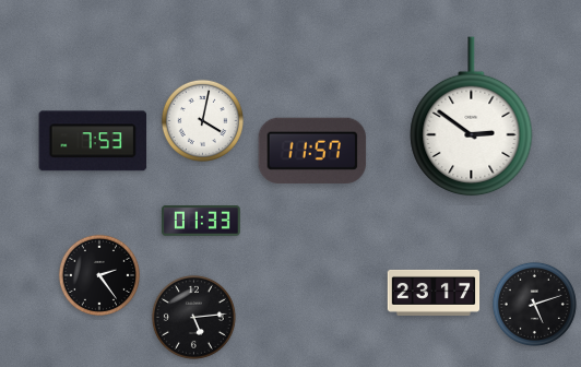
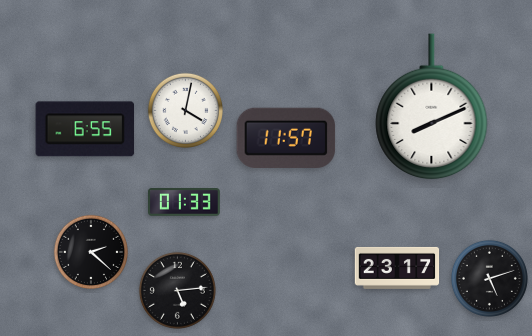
clock at (472, 117): 2:51 -> 8:11
clock at (93, 141): 7:53 -> 6:55
clock at (98, 274): 2:24 -> 2:22
